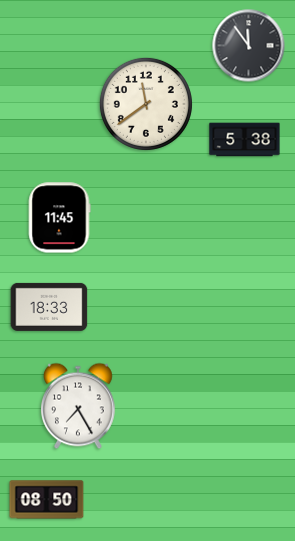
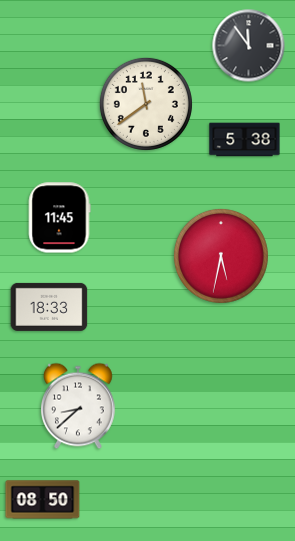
clock at (221, 256): none -> 5:32
clock at (79, 406): 7:25 -> 8:38
clock at (47, 500) position: (47, 500) -> (43, 500)
